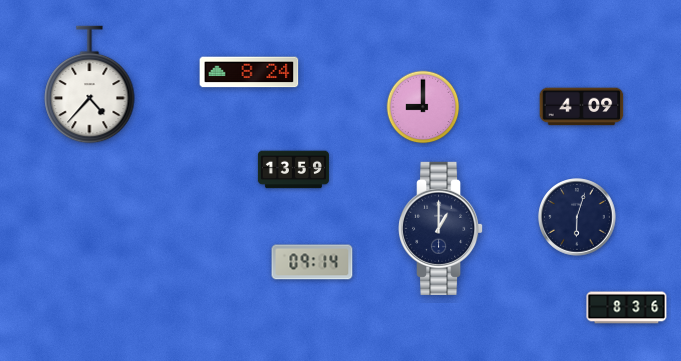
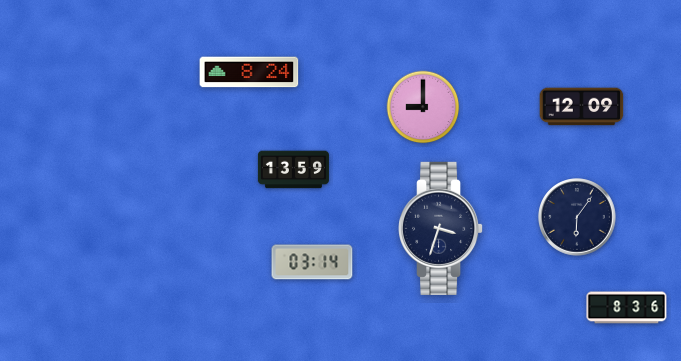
clock at (90, 85): 4:37 -> none
clock at (582, 107): 4:09 -> 12:09
clock at (577, 217): 6:03 -> 6:06
clock at (442, 228): 1:00 -> 3:33
clock at (312, 262): 09:14 -> 03:14
